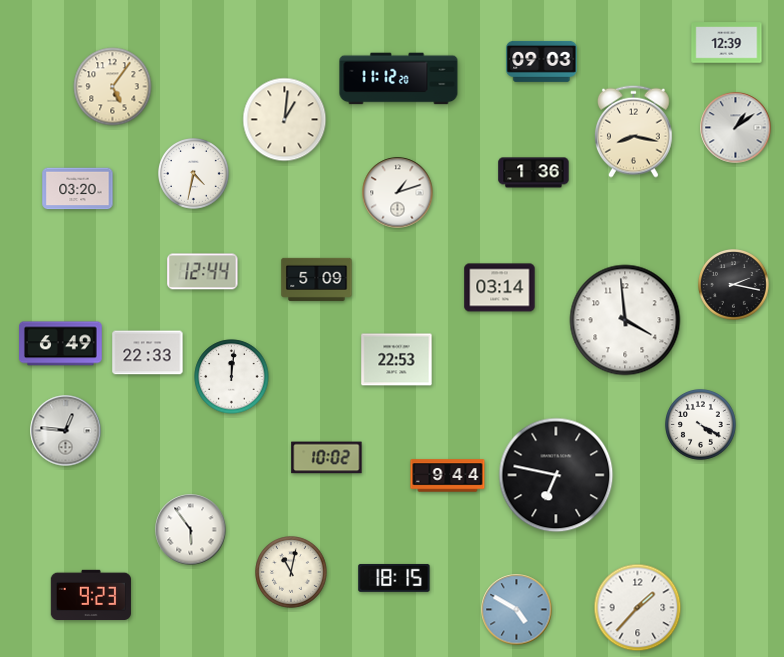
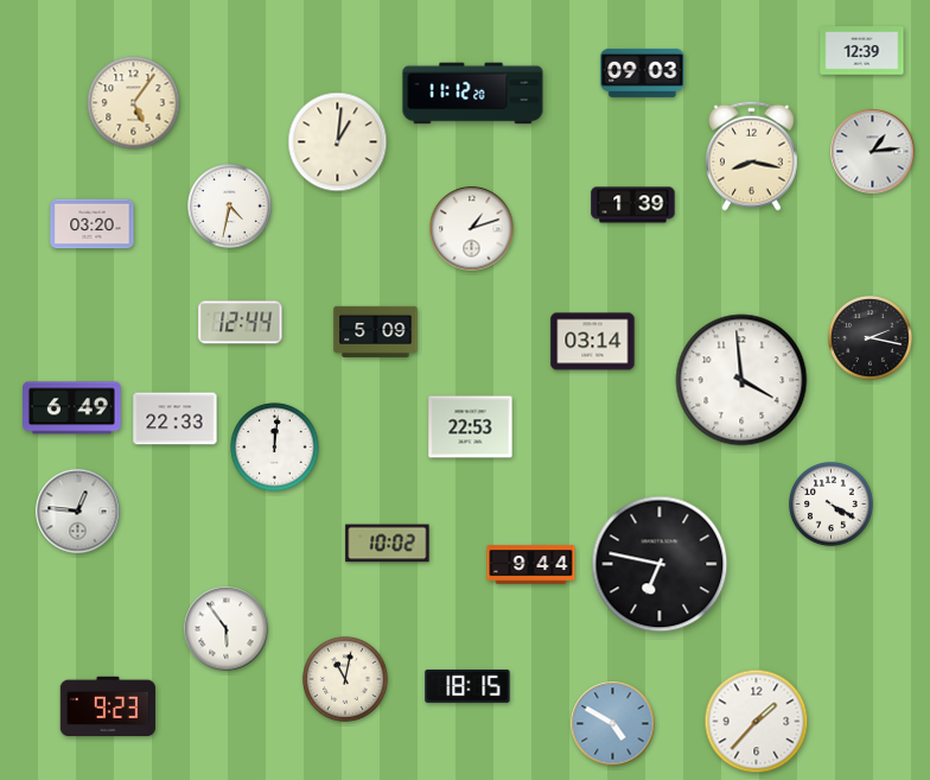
clock at (736, 128): 1:09 -> 1:14
clock at (534, 173): 1:36 -> 1:39
